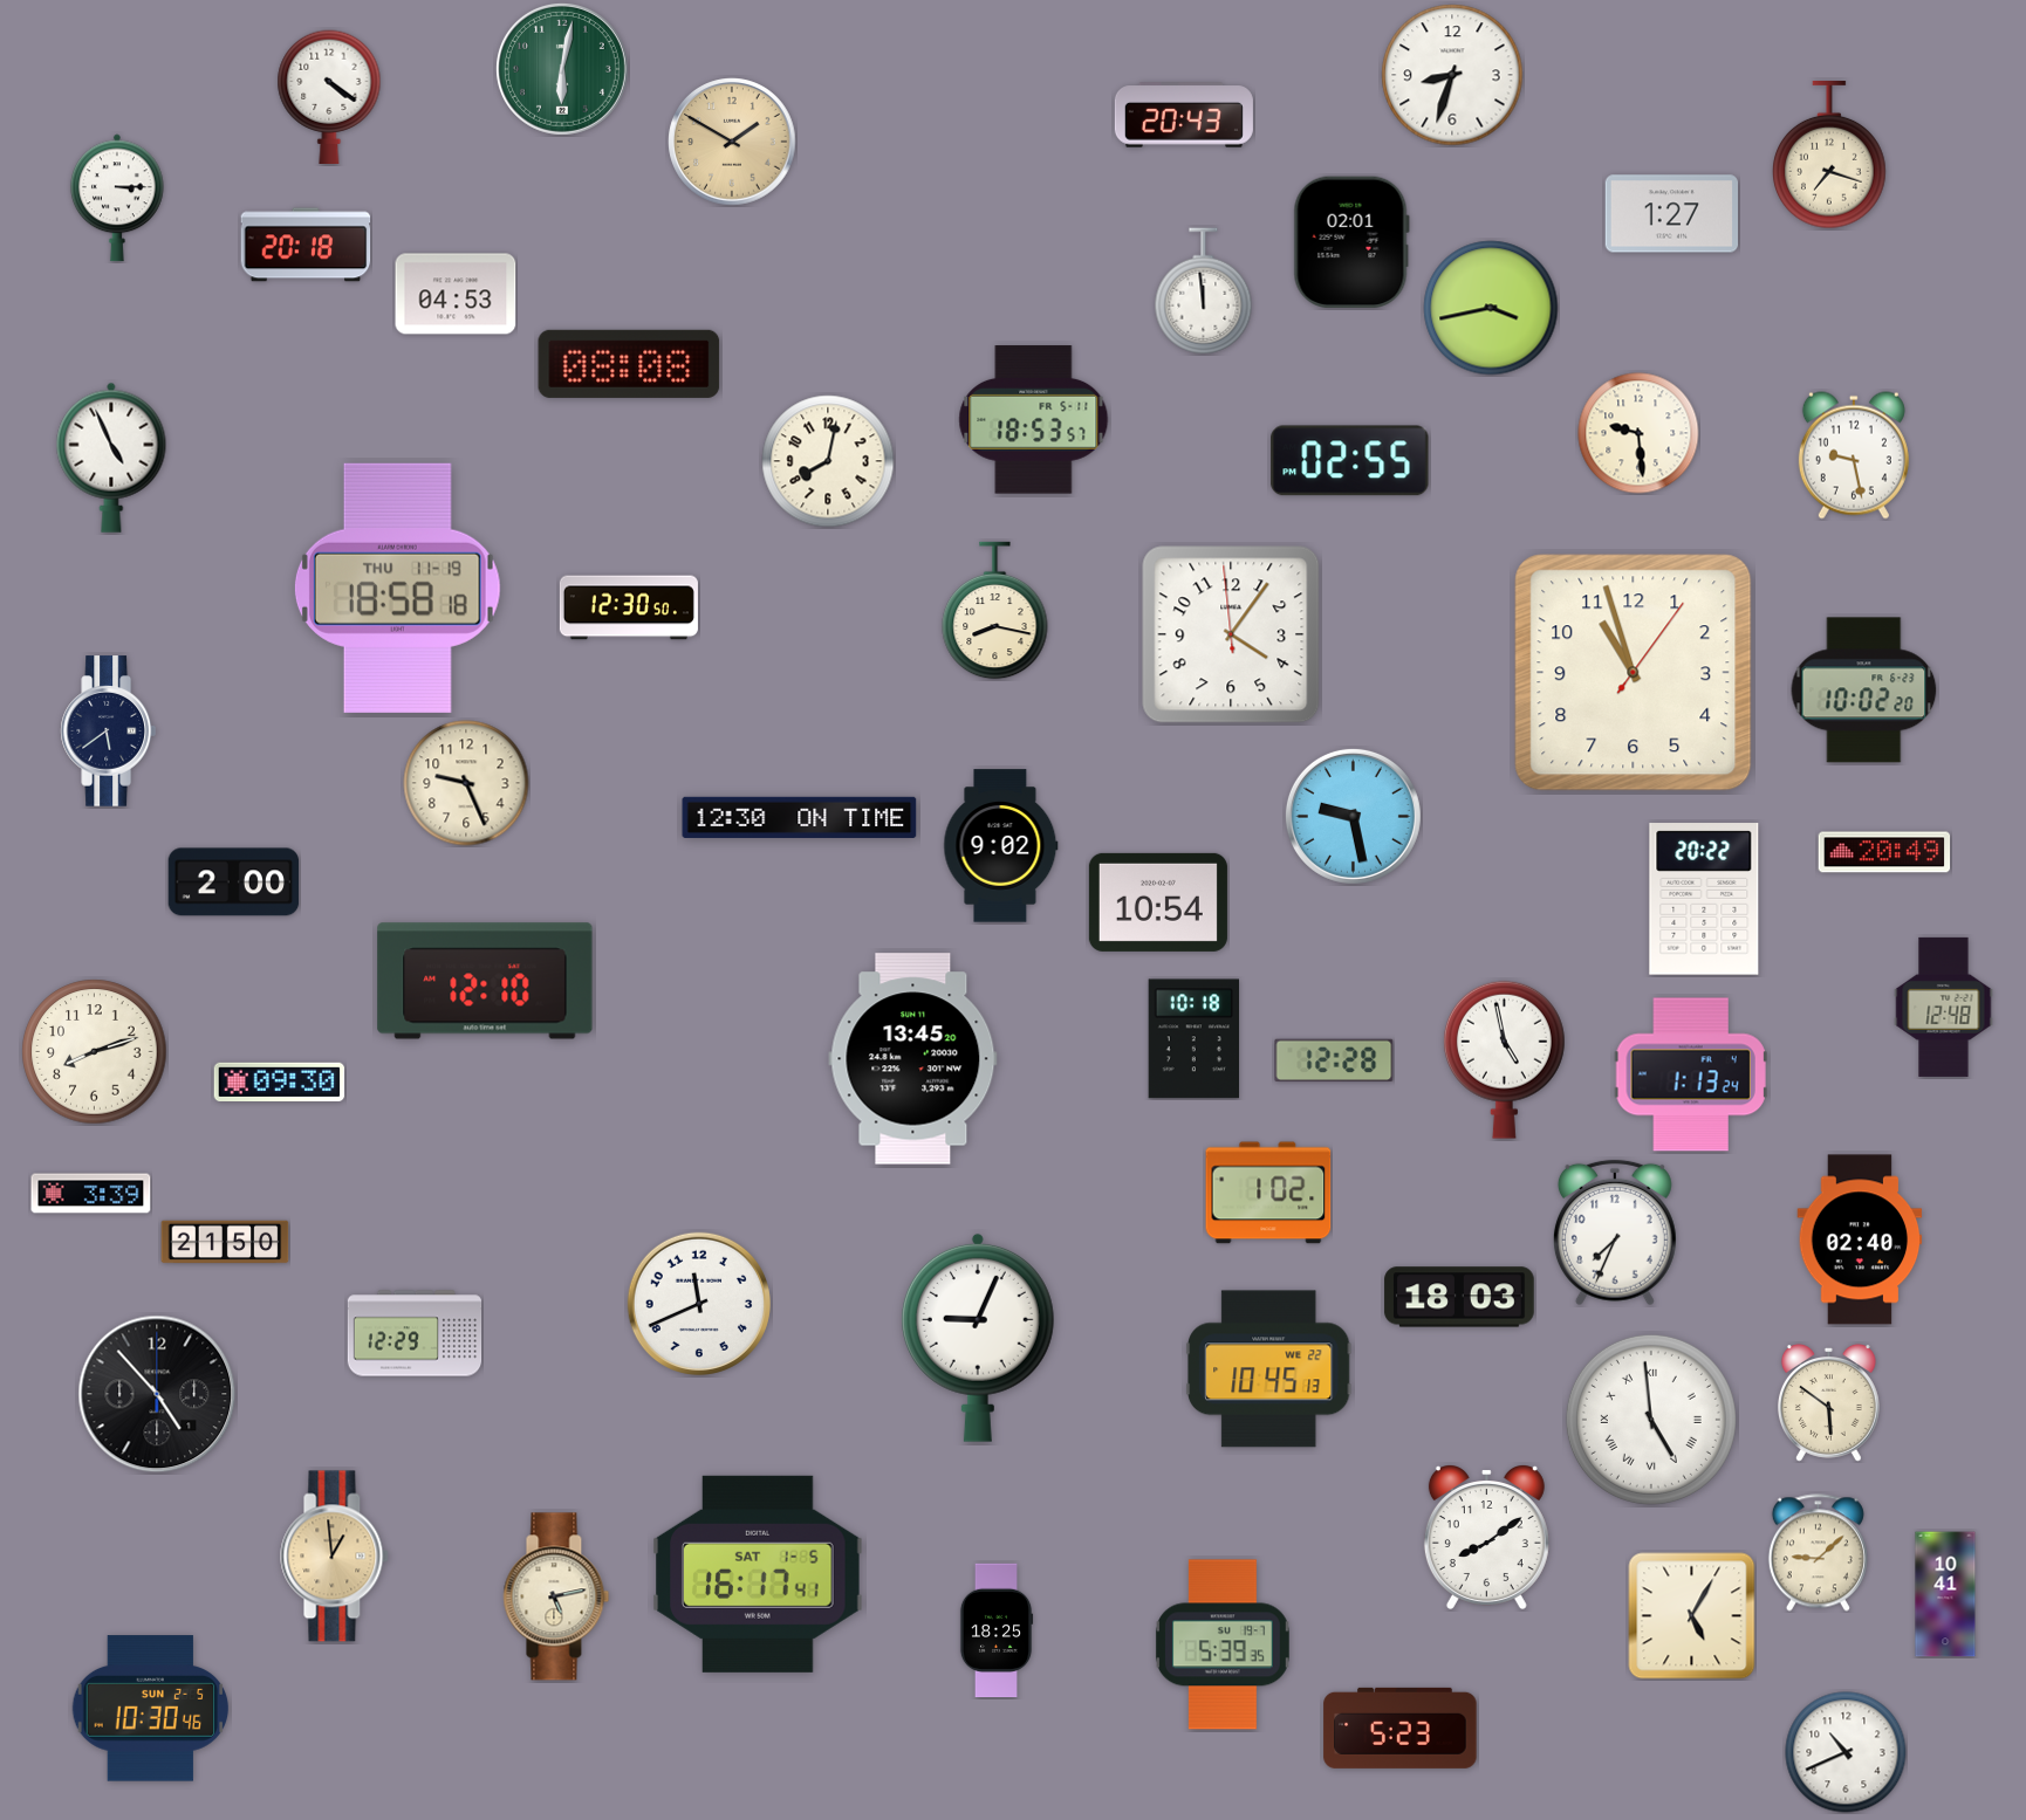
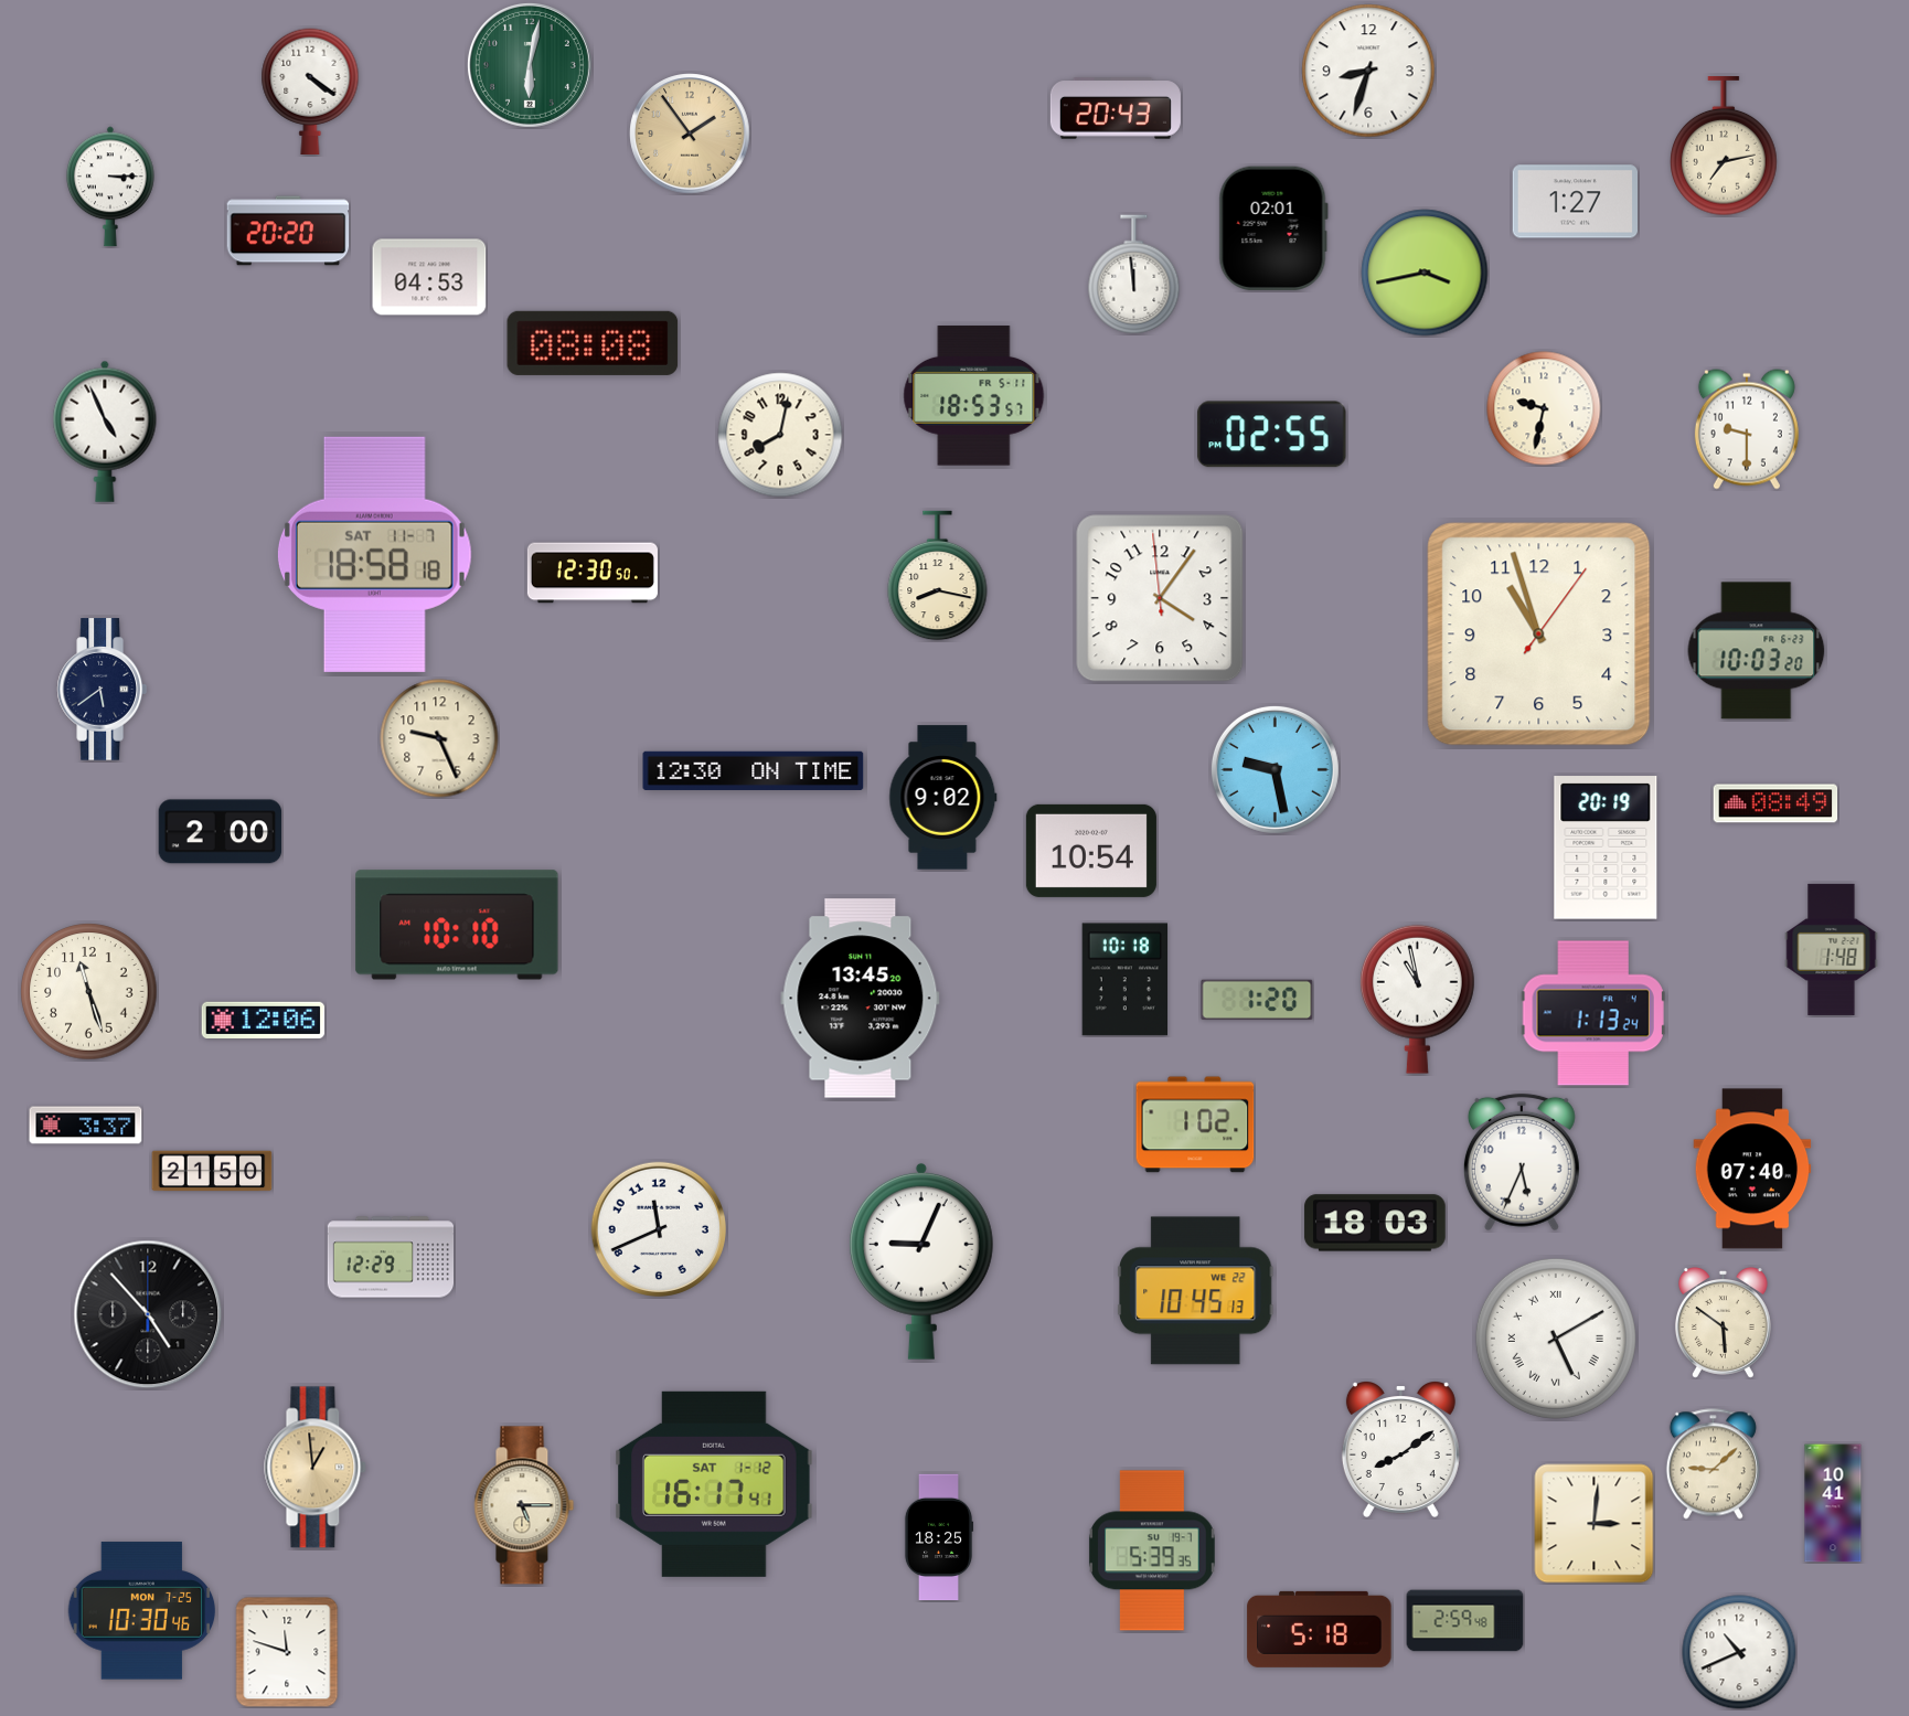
clock at (732, 142): 1:50 -> 1:54
clock at (1829, 156): 7:18 -> 7:13
clock at (306, 245): 20:18 -> 20:20
clock at (1491, 308) position: (1491, 308) -> (1425, 273)
clock at (1638, 433): 9:29 -> 9:32
clock at (1854, 455): 9:28 -> 9:30
clock at (397, 588) date: THU 11-19 -> SAT 11-7
clock at (1864, 691): 10:02 -> 10:03
clock at (1884, 852): 20:49 -> 08:49
clock at (1704, 899): 20:22 -> 20:19
clock at (485, 981): 12:10 -> 10:10
clock at (1944, 1007): 12:48 -> 1:48
clock at (95, 1052): 8:12 -> 11:27
clock at (1504, 1059): 4:58 -> 10:58
clock at (1334, 1060): 12:28 -> 1:20
clock at (280, 1081): 09:30 -> 12:06
clock at (91, 1194): 3:39 -> 3:37
clock at (1615, 1232): 7:34 -> 5:34
clock at (1860, 1239): 02:40 -> 07:40
clock at (1651, 1420): 4:59 -> 5:10
clock at (758, 1574) date: SAT 1-5 -> SAT 1-12
clock at (556, 1596): 5:13 -> 5:15
clock at (1692, 1616): 5:05 -> 3:01
clock at (151, 1709) date: SUN 2-5 -> MON 7-25
clock at (1465, 1621): none -> 2:59
clock at (1401, 1728): 5:23 -> 5:18
clock at (287, 1652): none -> 11:48
